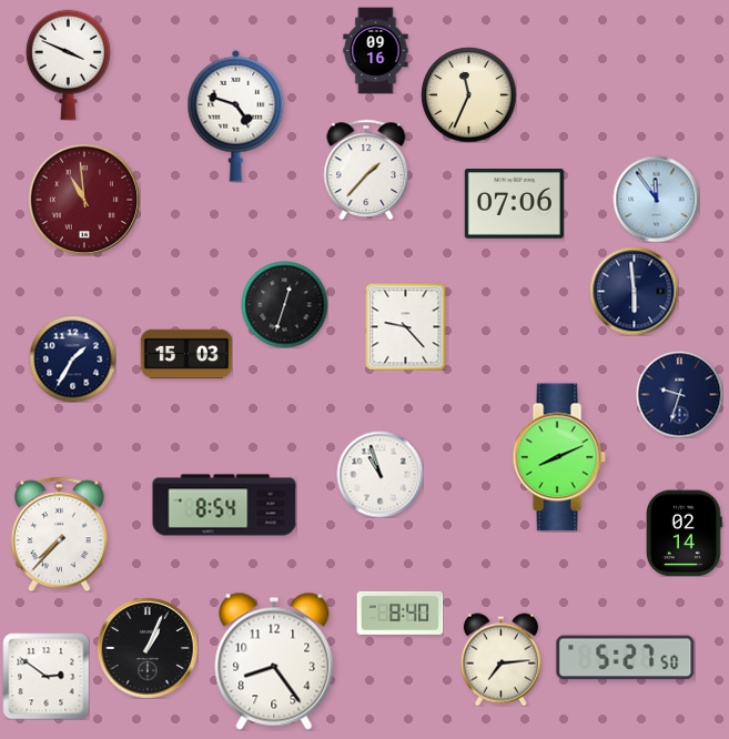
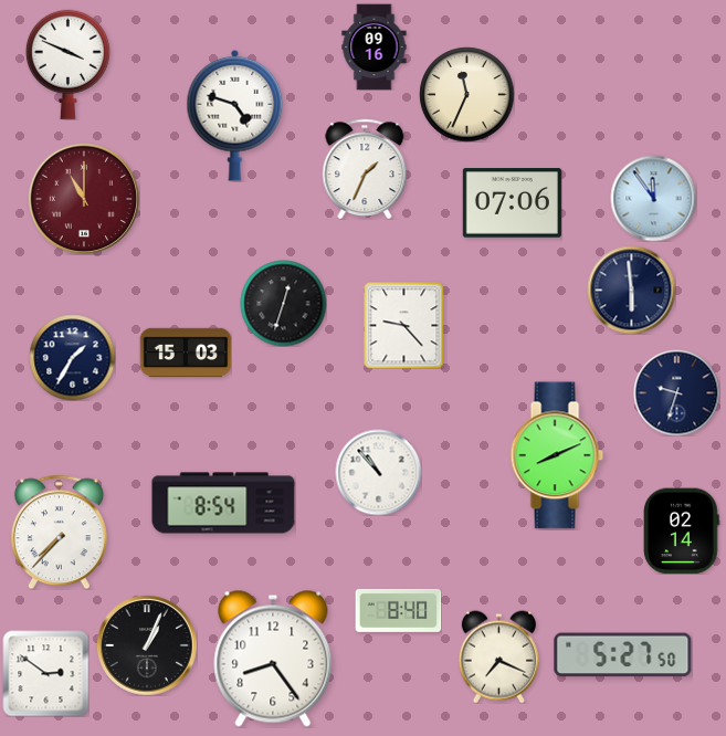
clock at (376, 50) position: (376, 50) -> (375, 46)
clock at (366, 170): 1:37 -> 1:34
clock at (83, 199): 10:59 -> 11:00
clock at (379, 474): 10:57 -> 10:53
clock at (500, 659): 7:14 -> 7:19
